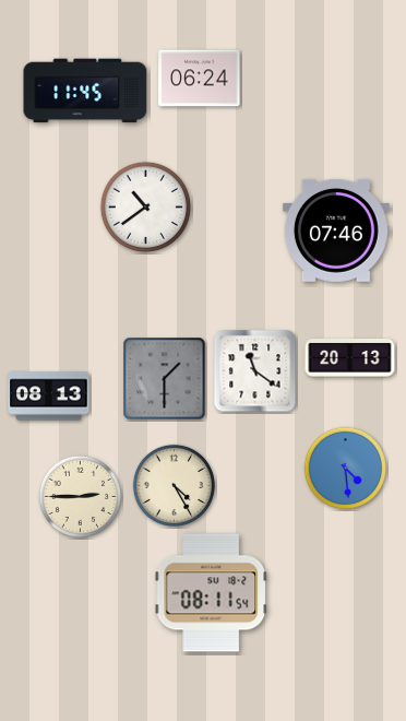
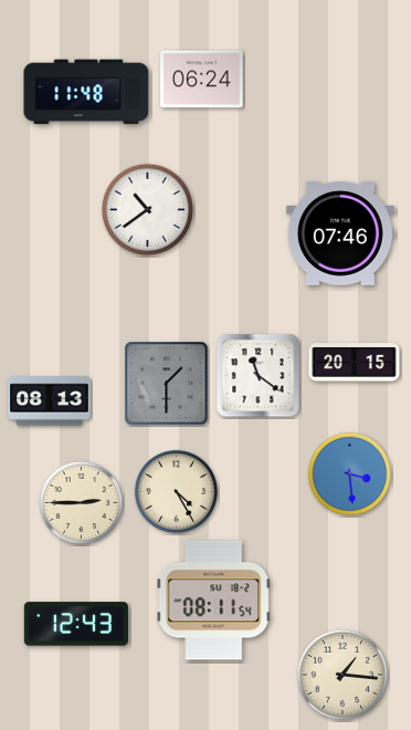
clock at (85, 91): 11:45 -> 11:48
clock at (350, 358): 20:13 -> 20:15
clock at (346, 469): 4:29 -> 3:29
clock at (76, 624): none -> 12:43
clock at (342, 675): none -> 1:16
